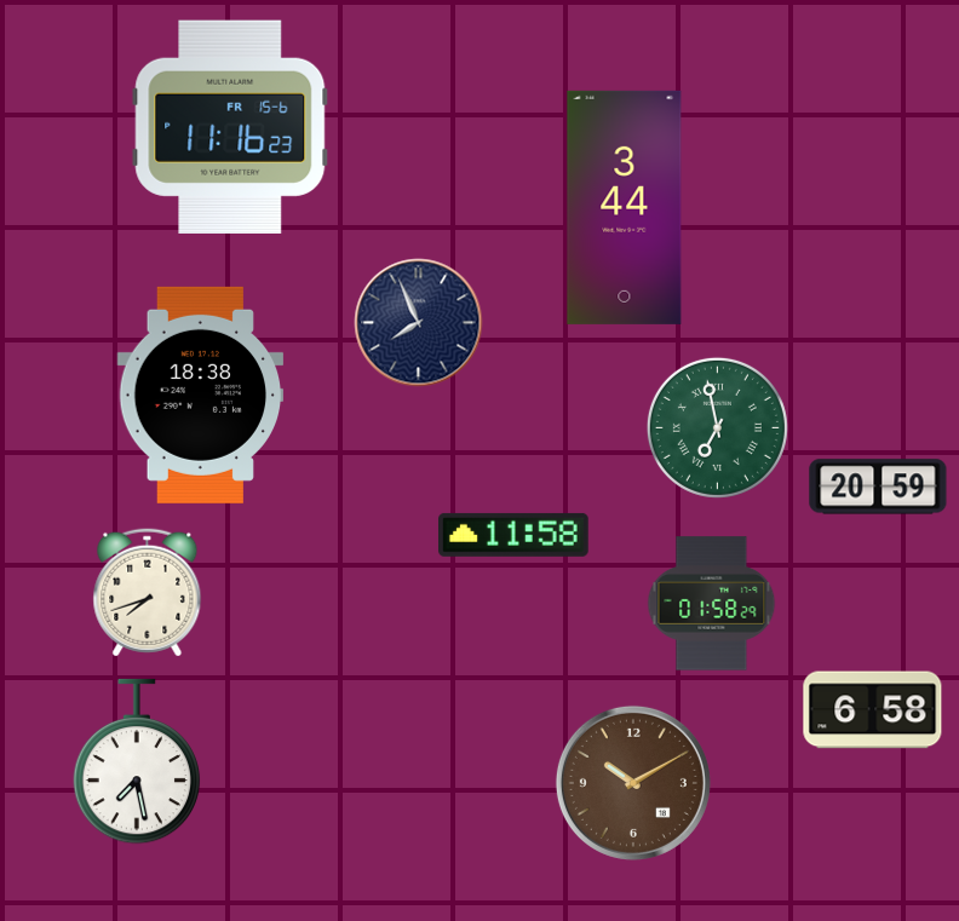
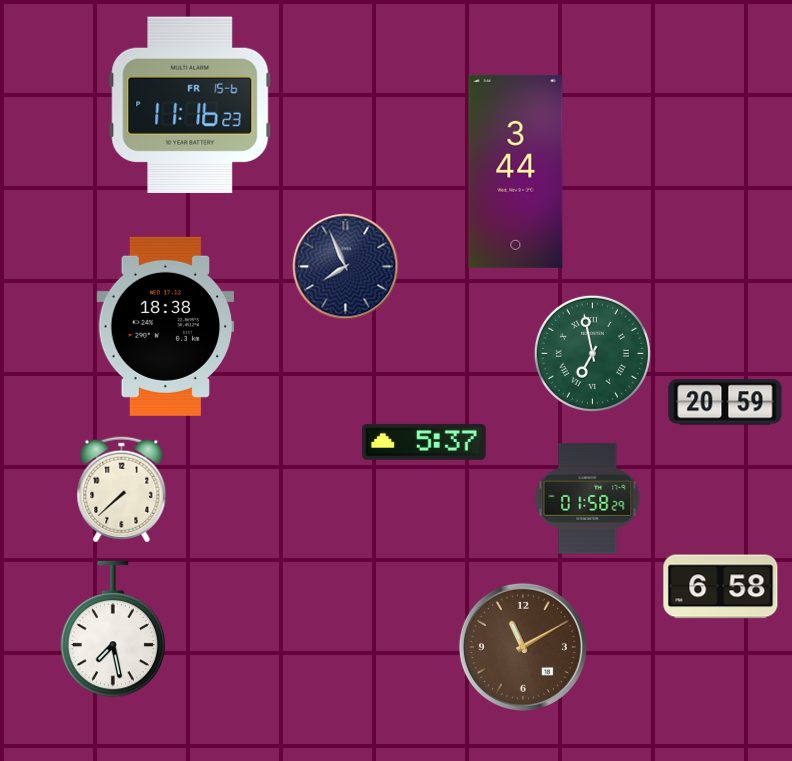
clock at (515, 535): 11:58 -> 5:37
clock at (148, 593): 7:42 -> 7:38
clock at (633, 783): 10:10 -> 11:10
